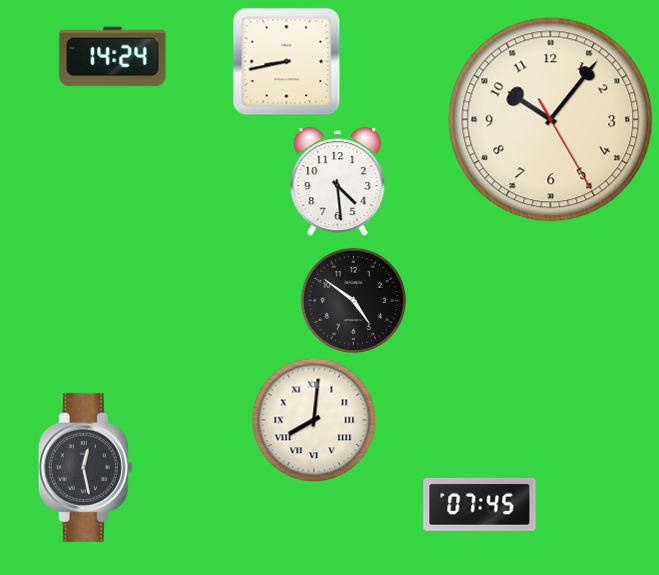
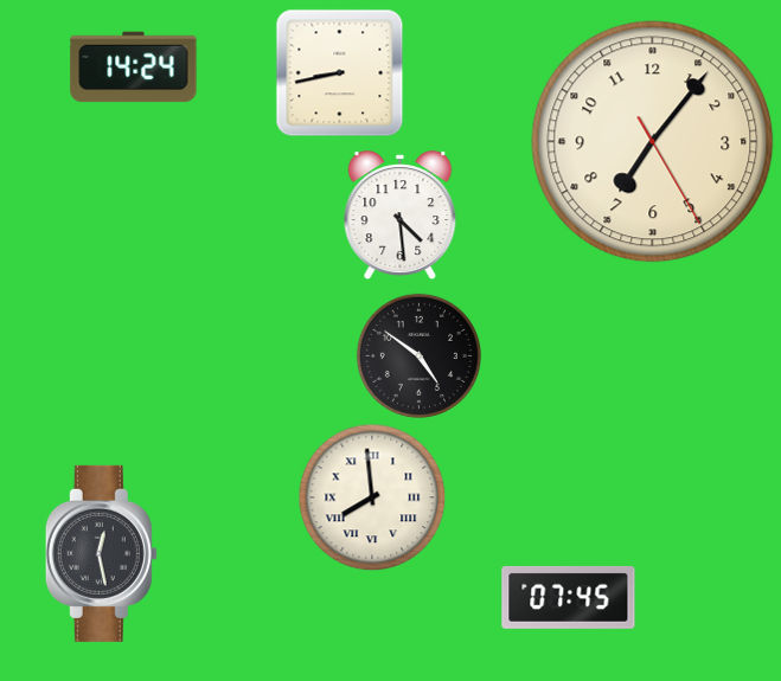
clock at (551, 120): 10:06 -> 7:06
clock at (314, 420): 8:01 -> 7:59
